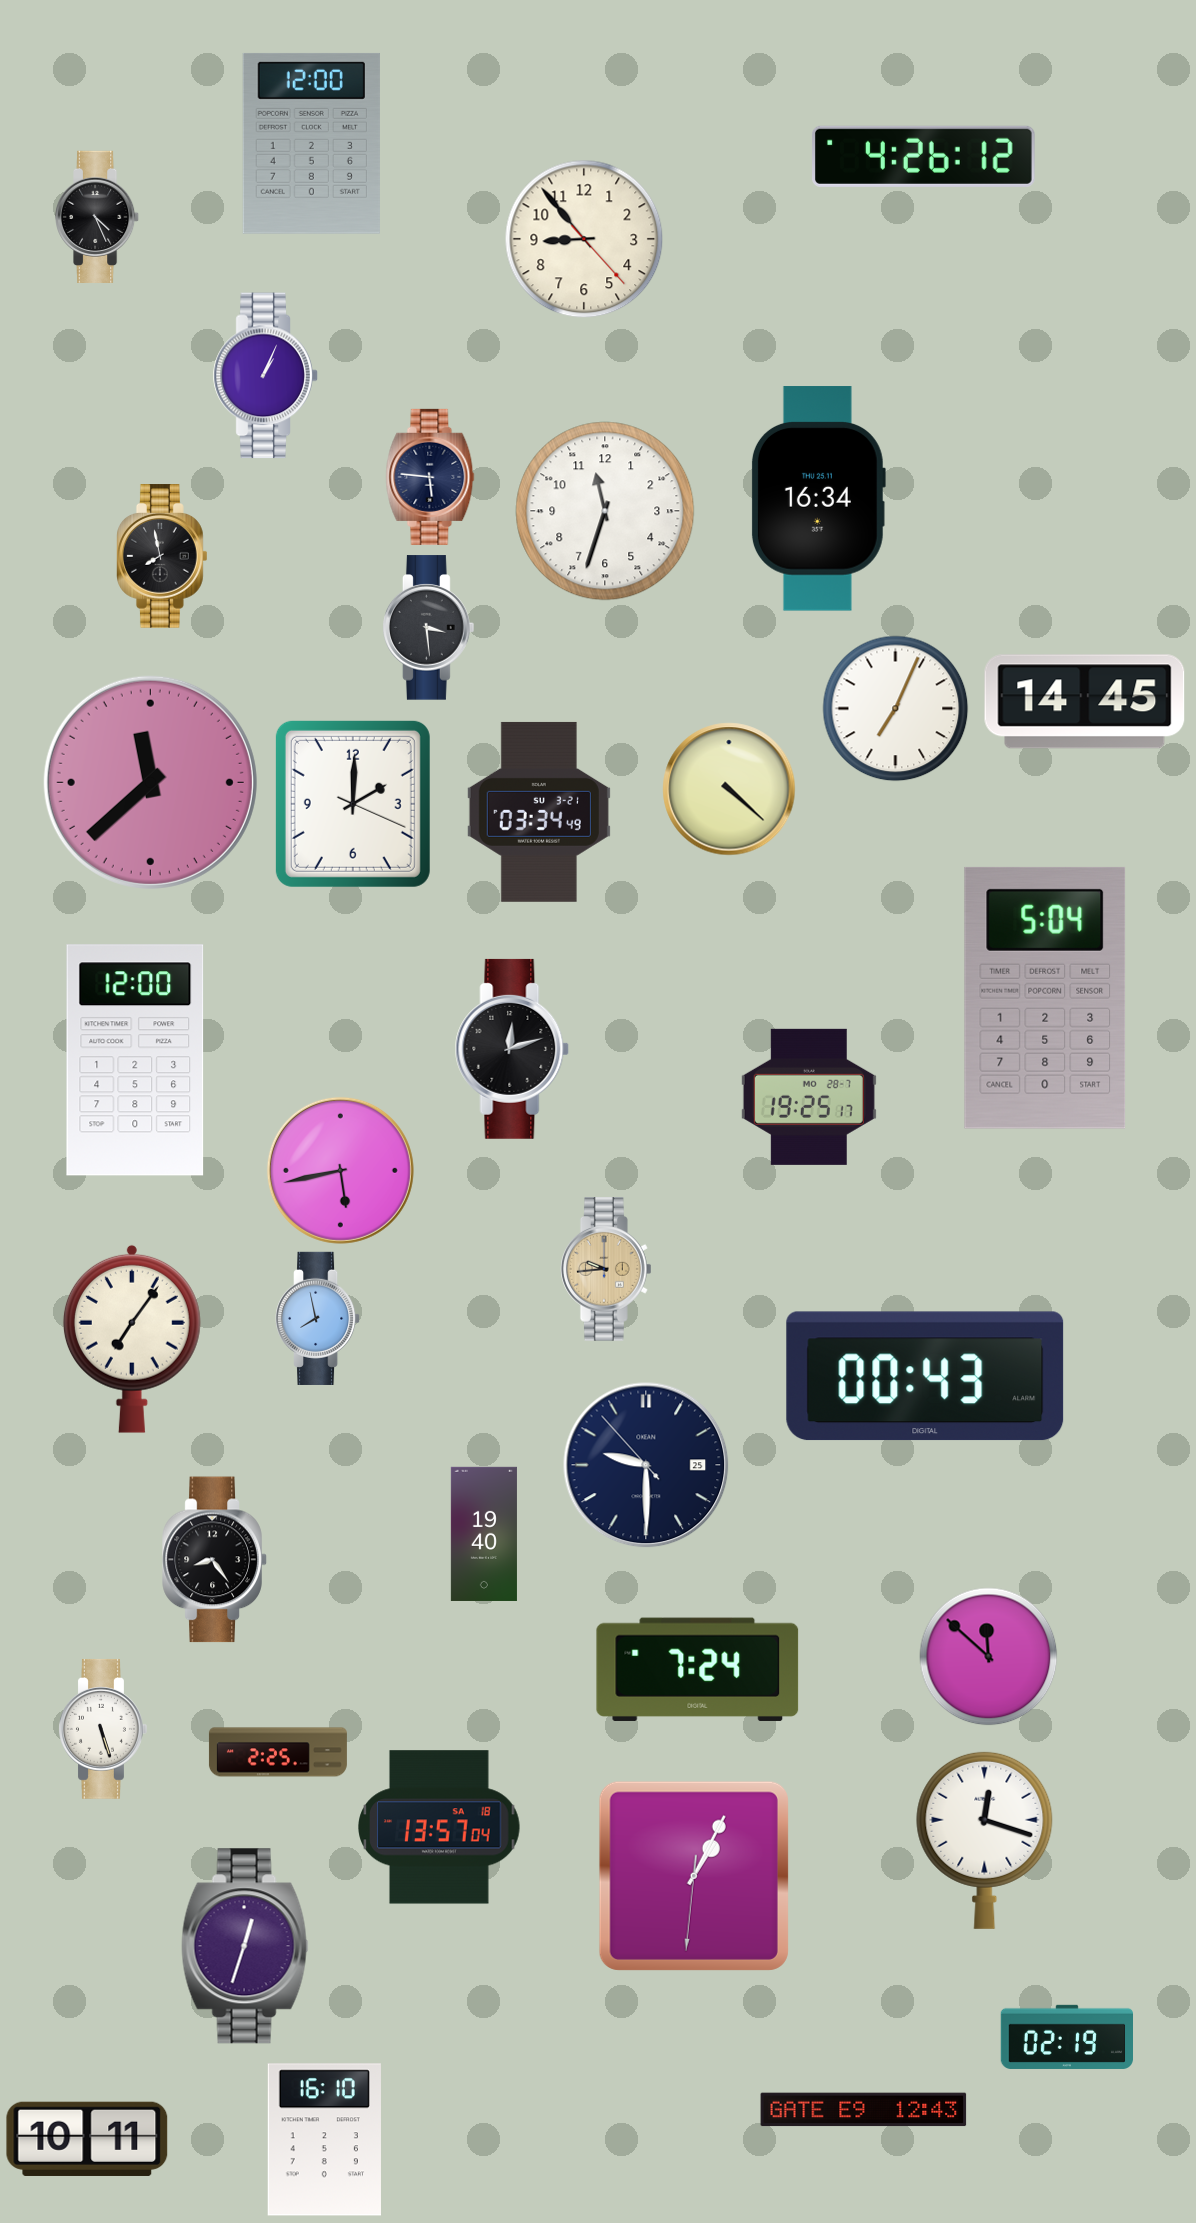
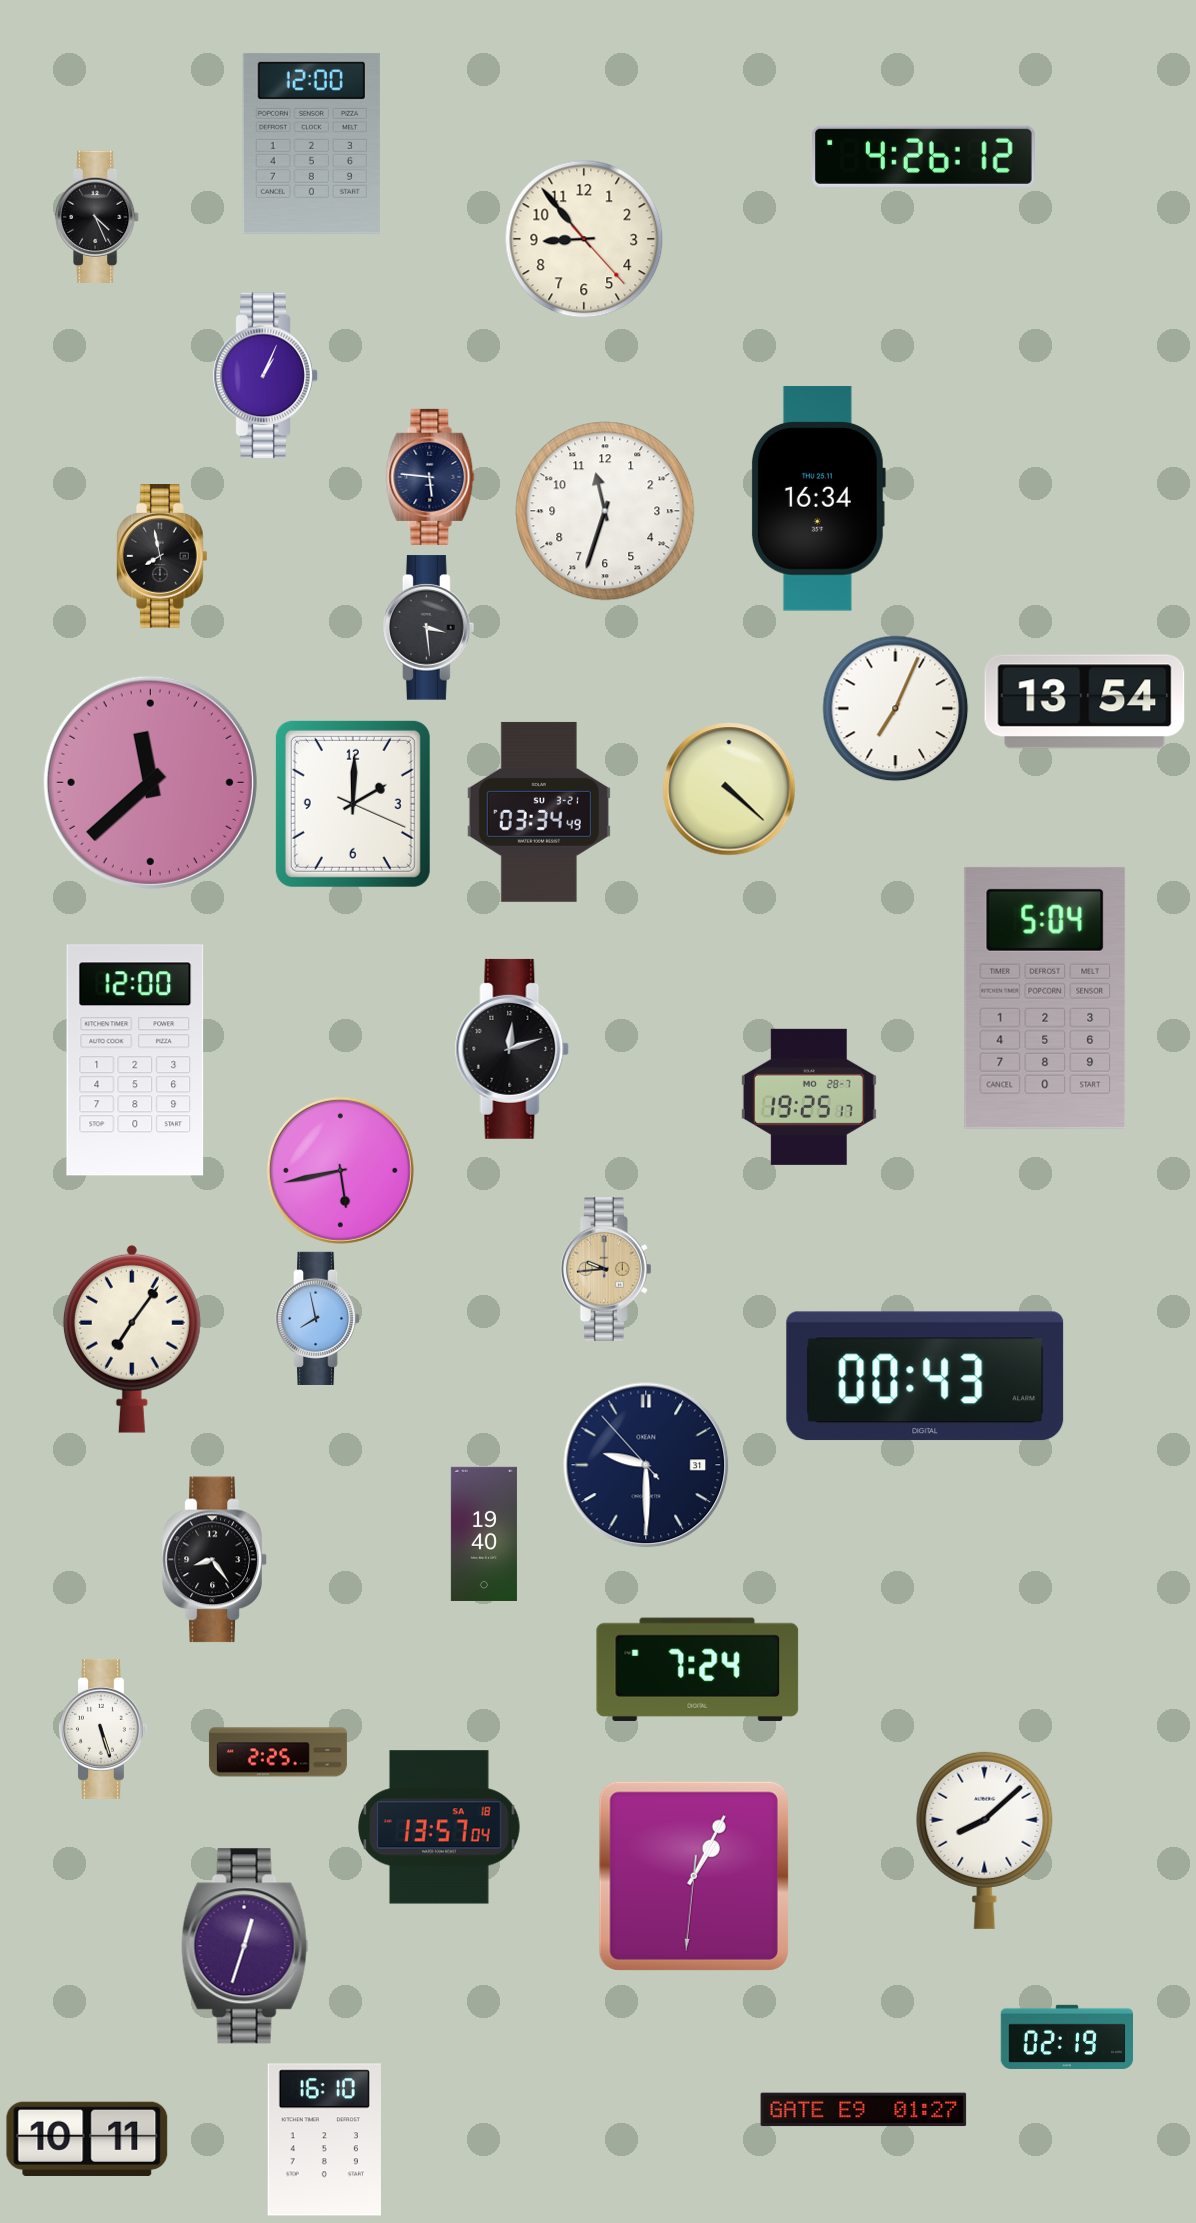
clock at (1085, 702): 14:45 -> 13:54
clock at (646, 1465) date: 25 -> 31
clock at (989, 1657): 11:52 -> none
clock at (985, 1840): 12:18 -> 8:08
clock at (864, 2110): 12:43 -> 01:27
